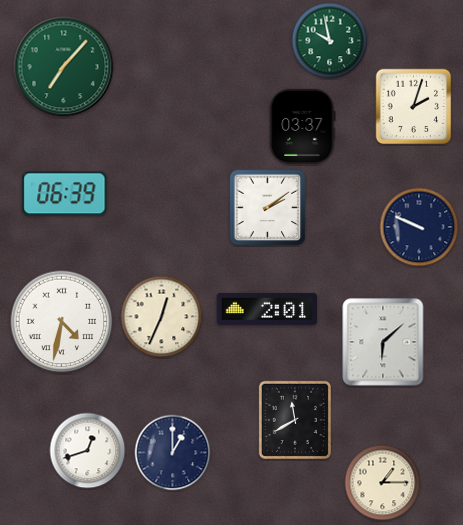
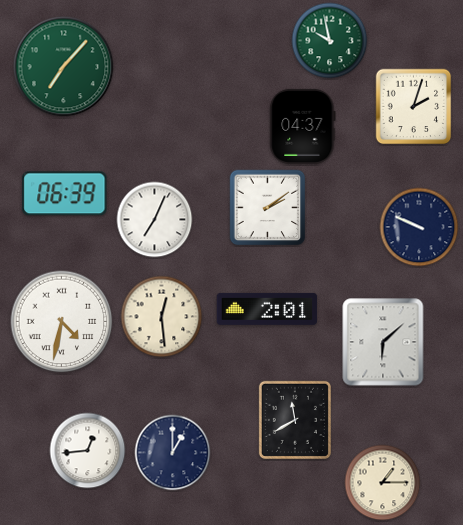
clock at (303, 126): 03:37 -> 04:37
clock at (155, 220): none -> 7:04
clock at (162, 317): 12:34 -> 12:29
clock at (88, 451): 12:42 -> 12:44
